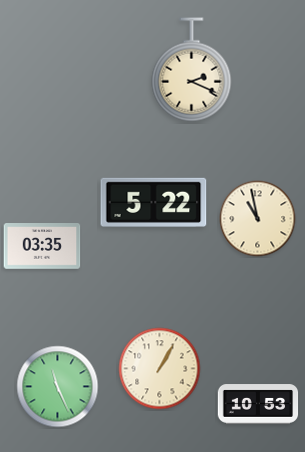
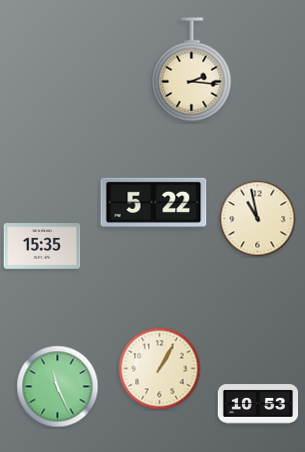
clock at (192, 70): 2:19 -> 2:16
clock at (42, 247): 03:35 -> 15:35
